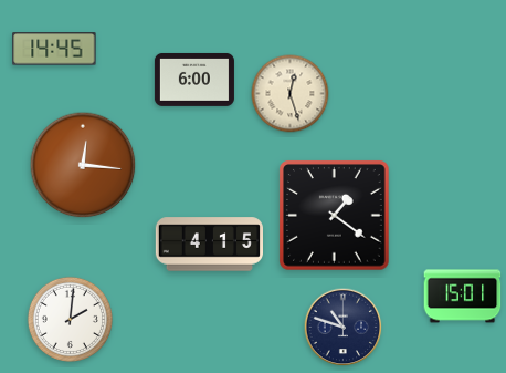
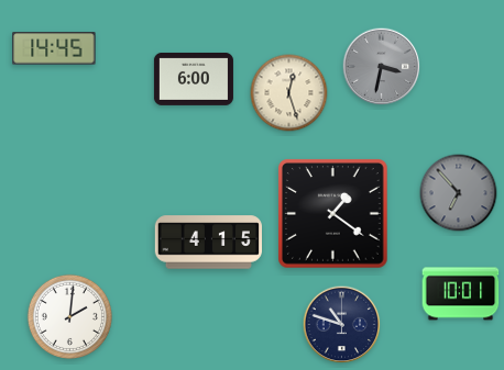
clock at (382, 67): none -> 3:32
clock at (83, 165): 12:16 -> none
clock at (459, 193): none -> 6:53
clock at (463, 297): 15:01 -> 10:01
